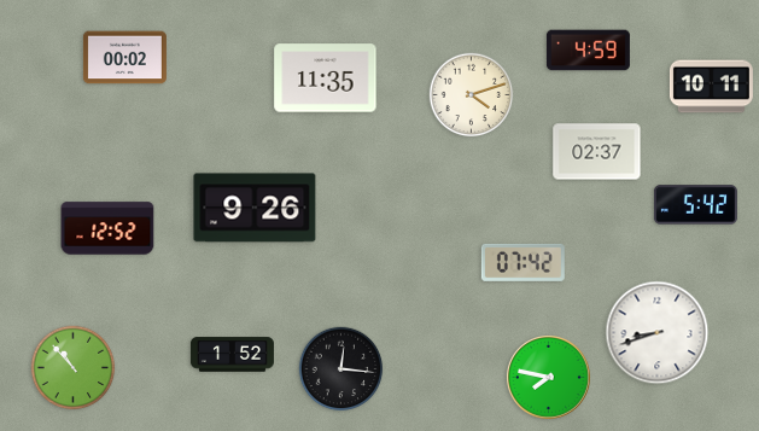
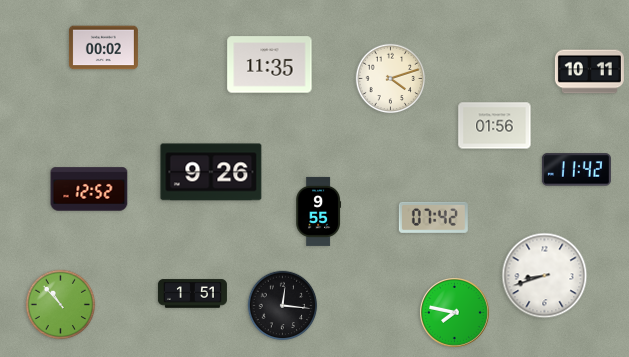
clock at (588, 51): 4:59 -> none
clock at (597, 152): 02:37 -> 01:56
clock at (695, 205): 5:42 -> 11:42
clock at (319, 211): none -> 9:55
clock at (232, 355): 1:52 -> 1:51
